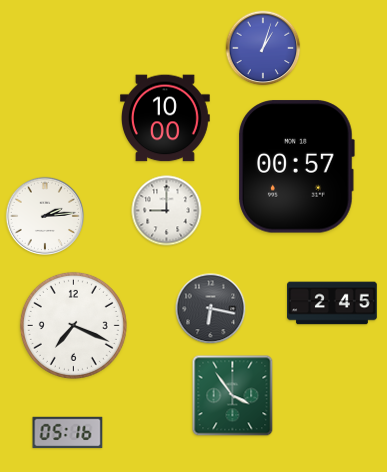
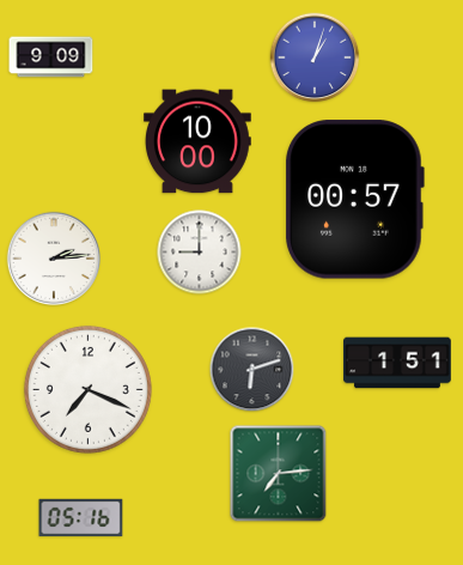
clock at (51, 57): none -> 9:09
clock at (332, 303): 2:45 -> 1:51
clock at (211, 309): 6:17 -> 6:12
clock at (233, 396): 3:54 -> 7:14
